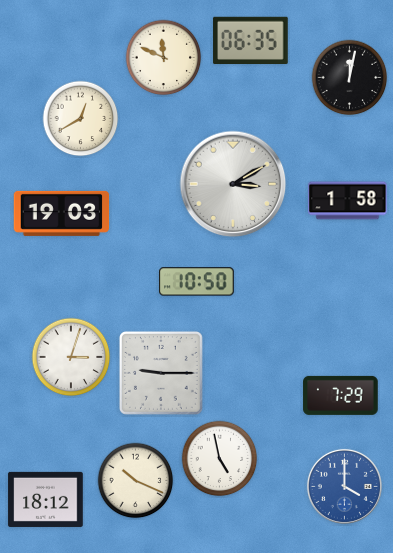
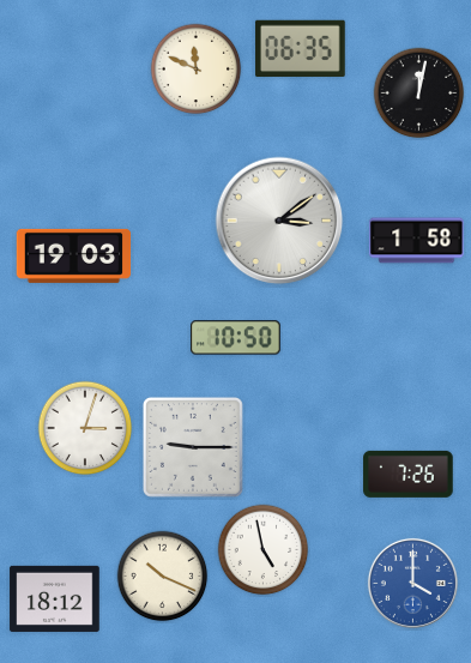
clock at (81, 119): 12:40 -> none
clock at (233, 184): 3:10 -> 3:09
clock at (341, 395): 7:29 -> 7:26
